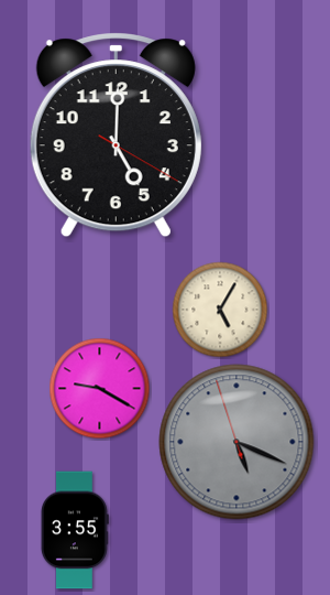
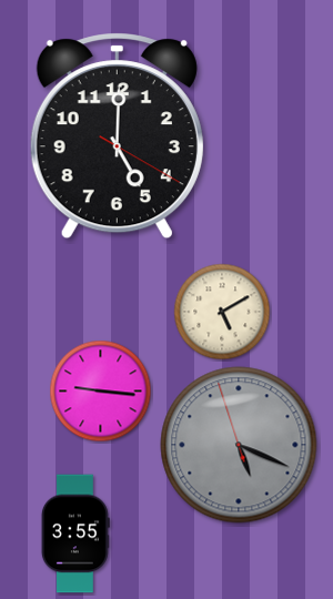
clock at (220, 310): 5:05 -> 5:10
clock at (100, 389): 9:20 -> 9:16
